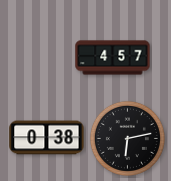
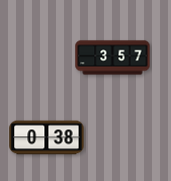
clock at (113, 58): 4:57 -> 3:57
clock at (127, 138): 6:13 -> none
